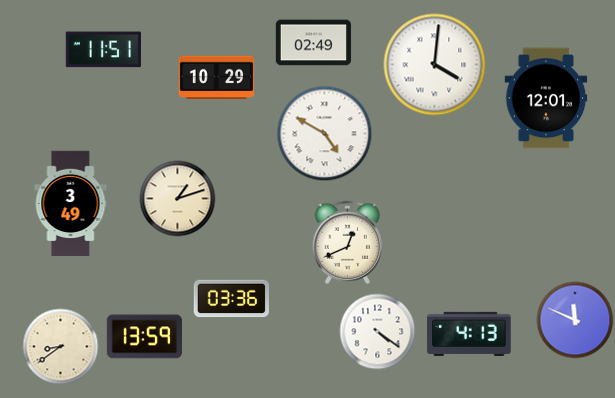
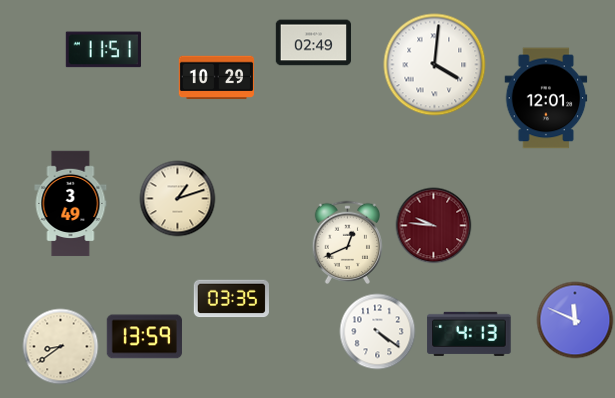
clock at (325, 134): 4:50 -> none
clock at (434, 226): none -> 9:46
clock at (231, 299): 03:36 -> 03:35
